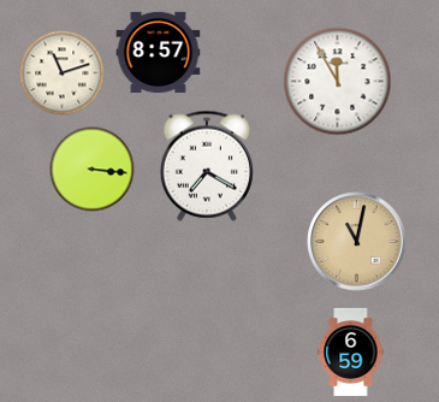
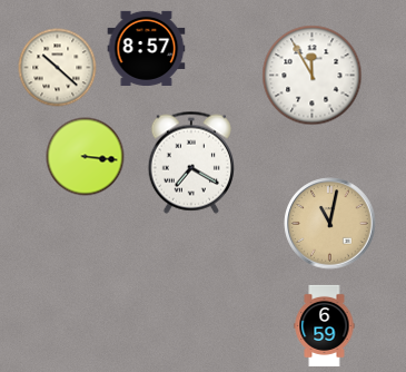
clock at (63, 73): 11:12 -> 10:22
clock at (206, 166) position: (206, 166) -> (190, 163)
